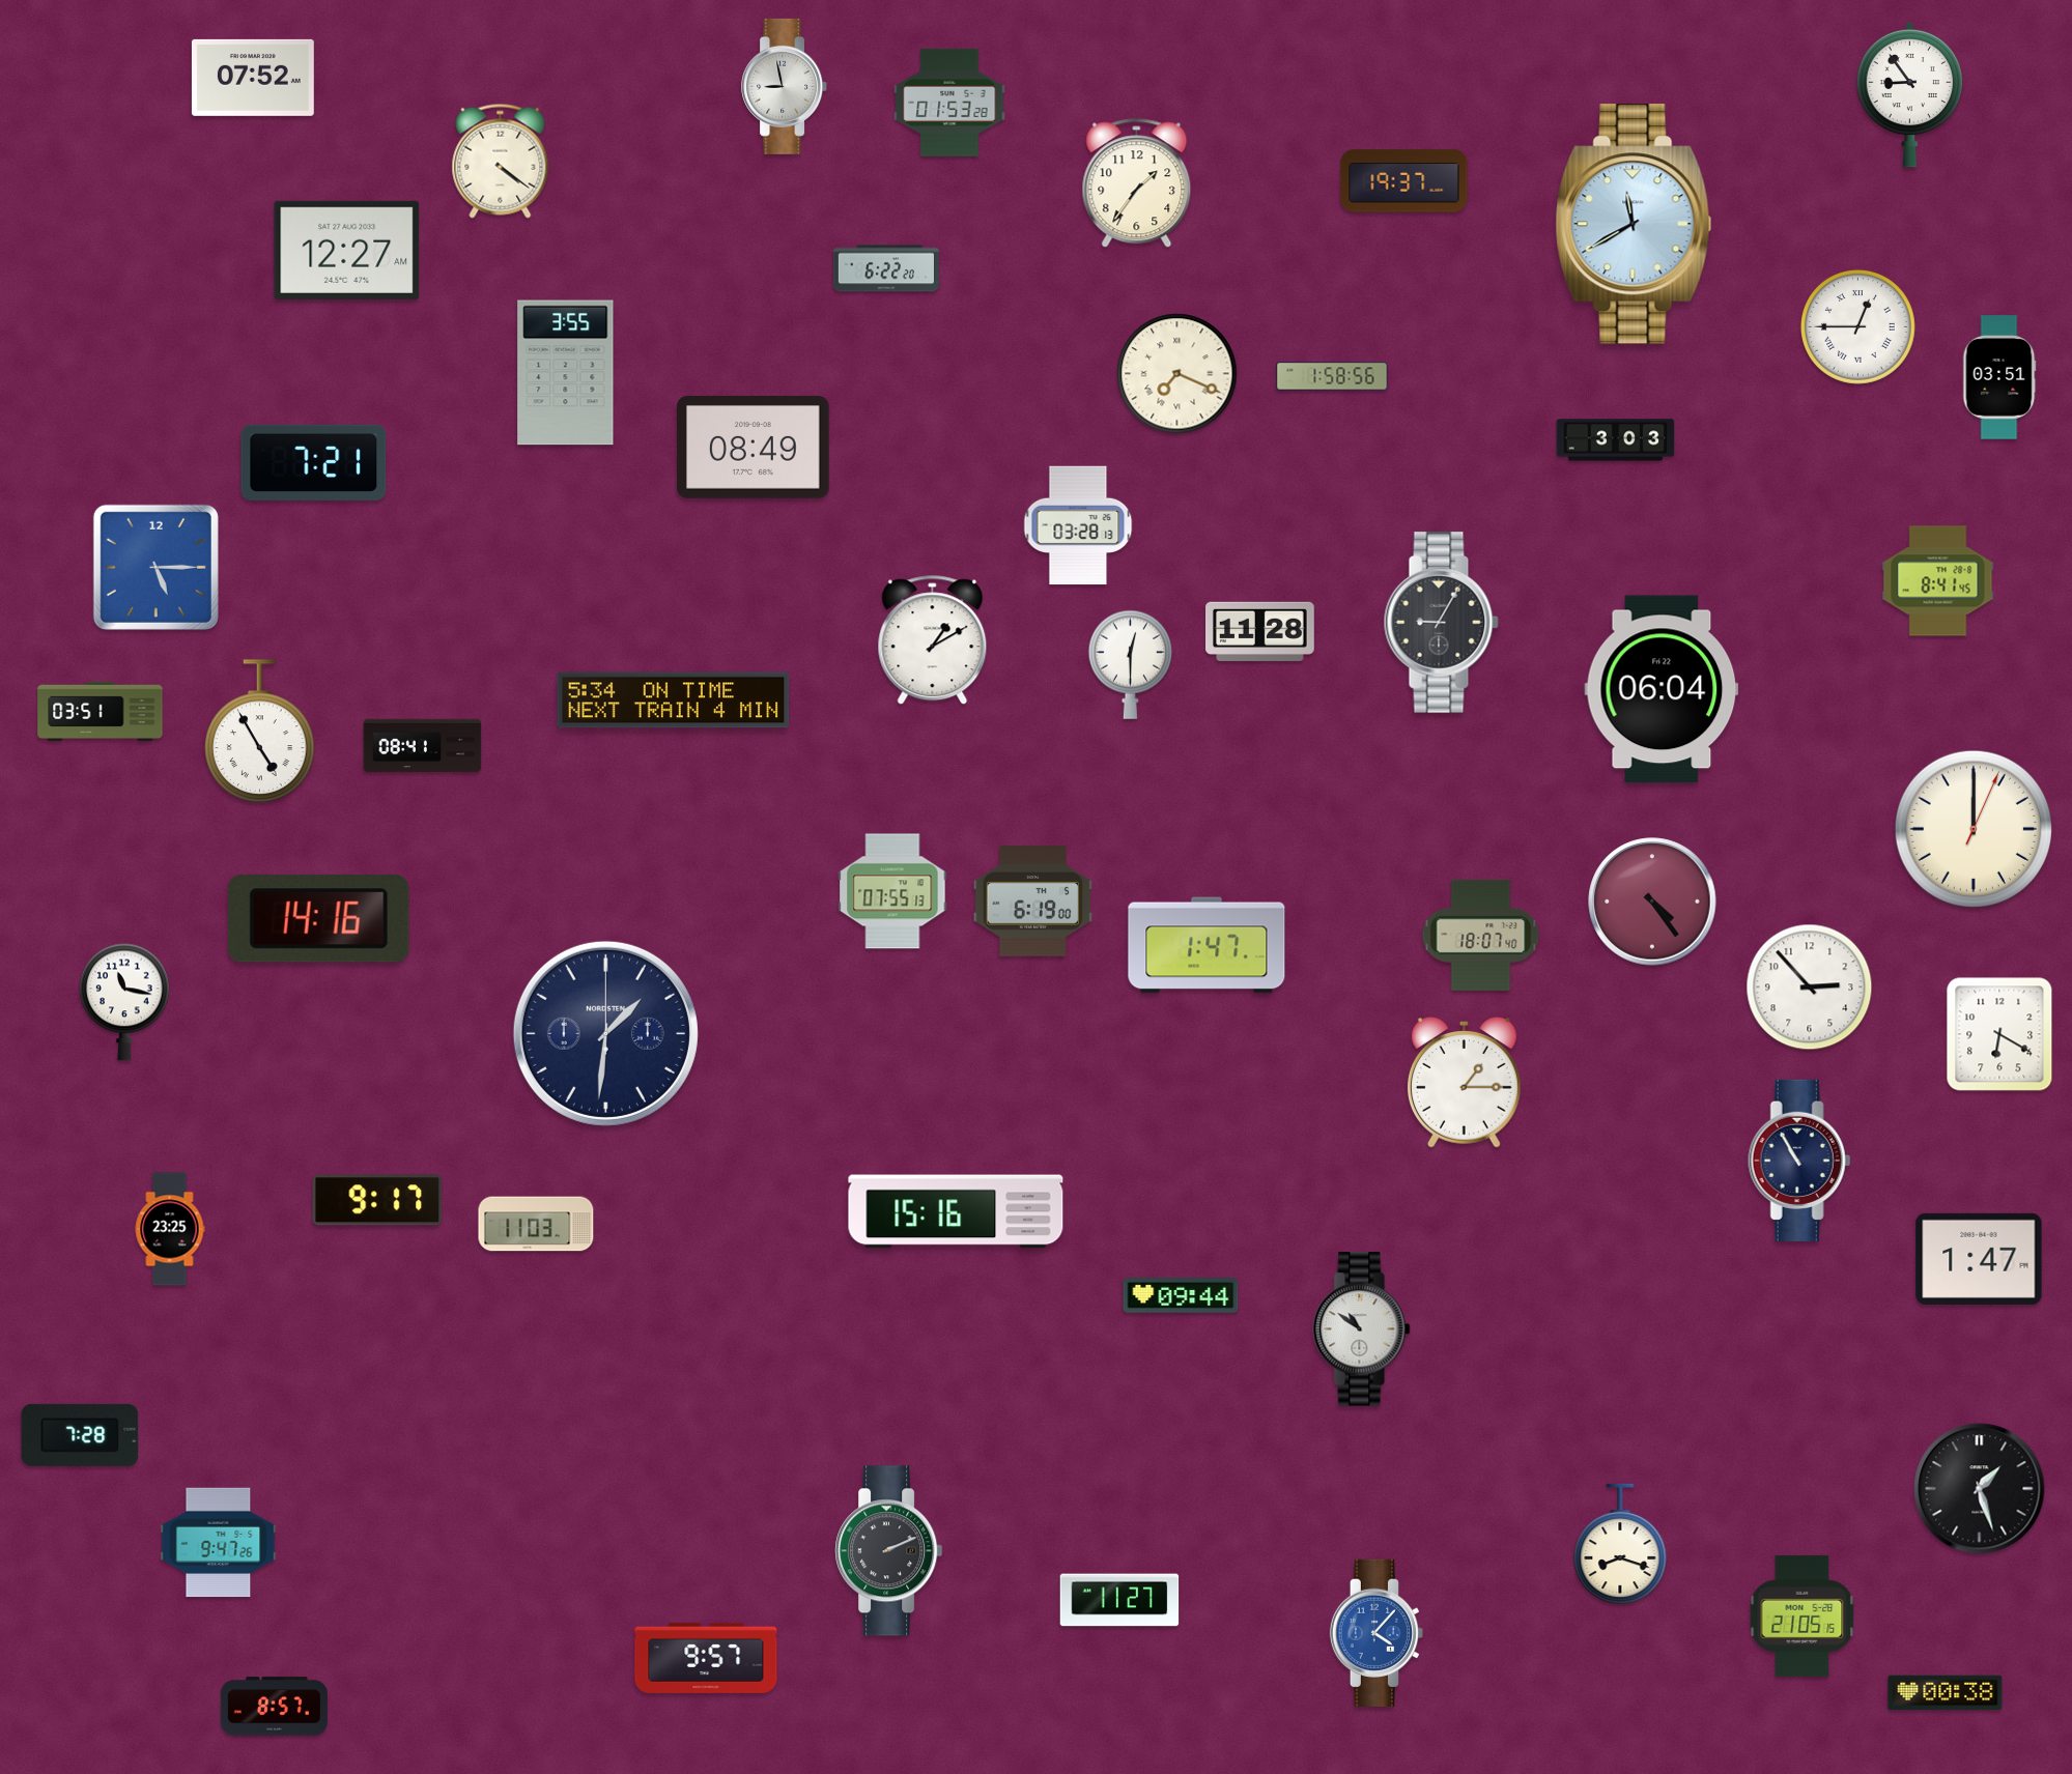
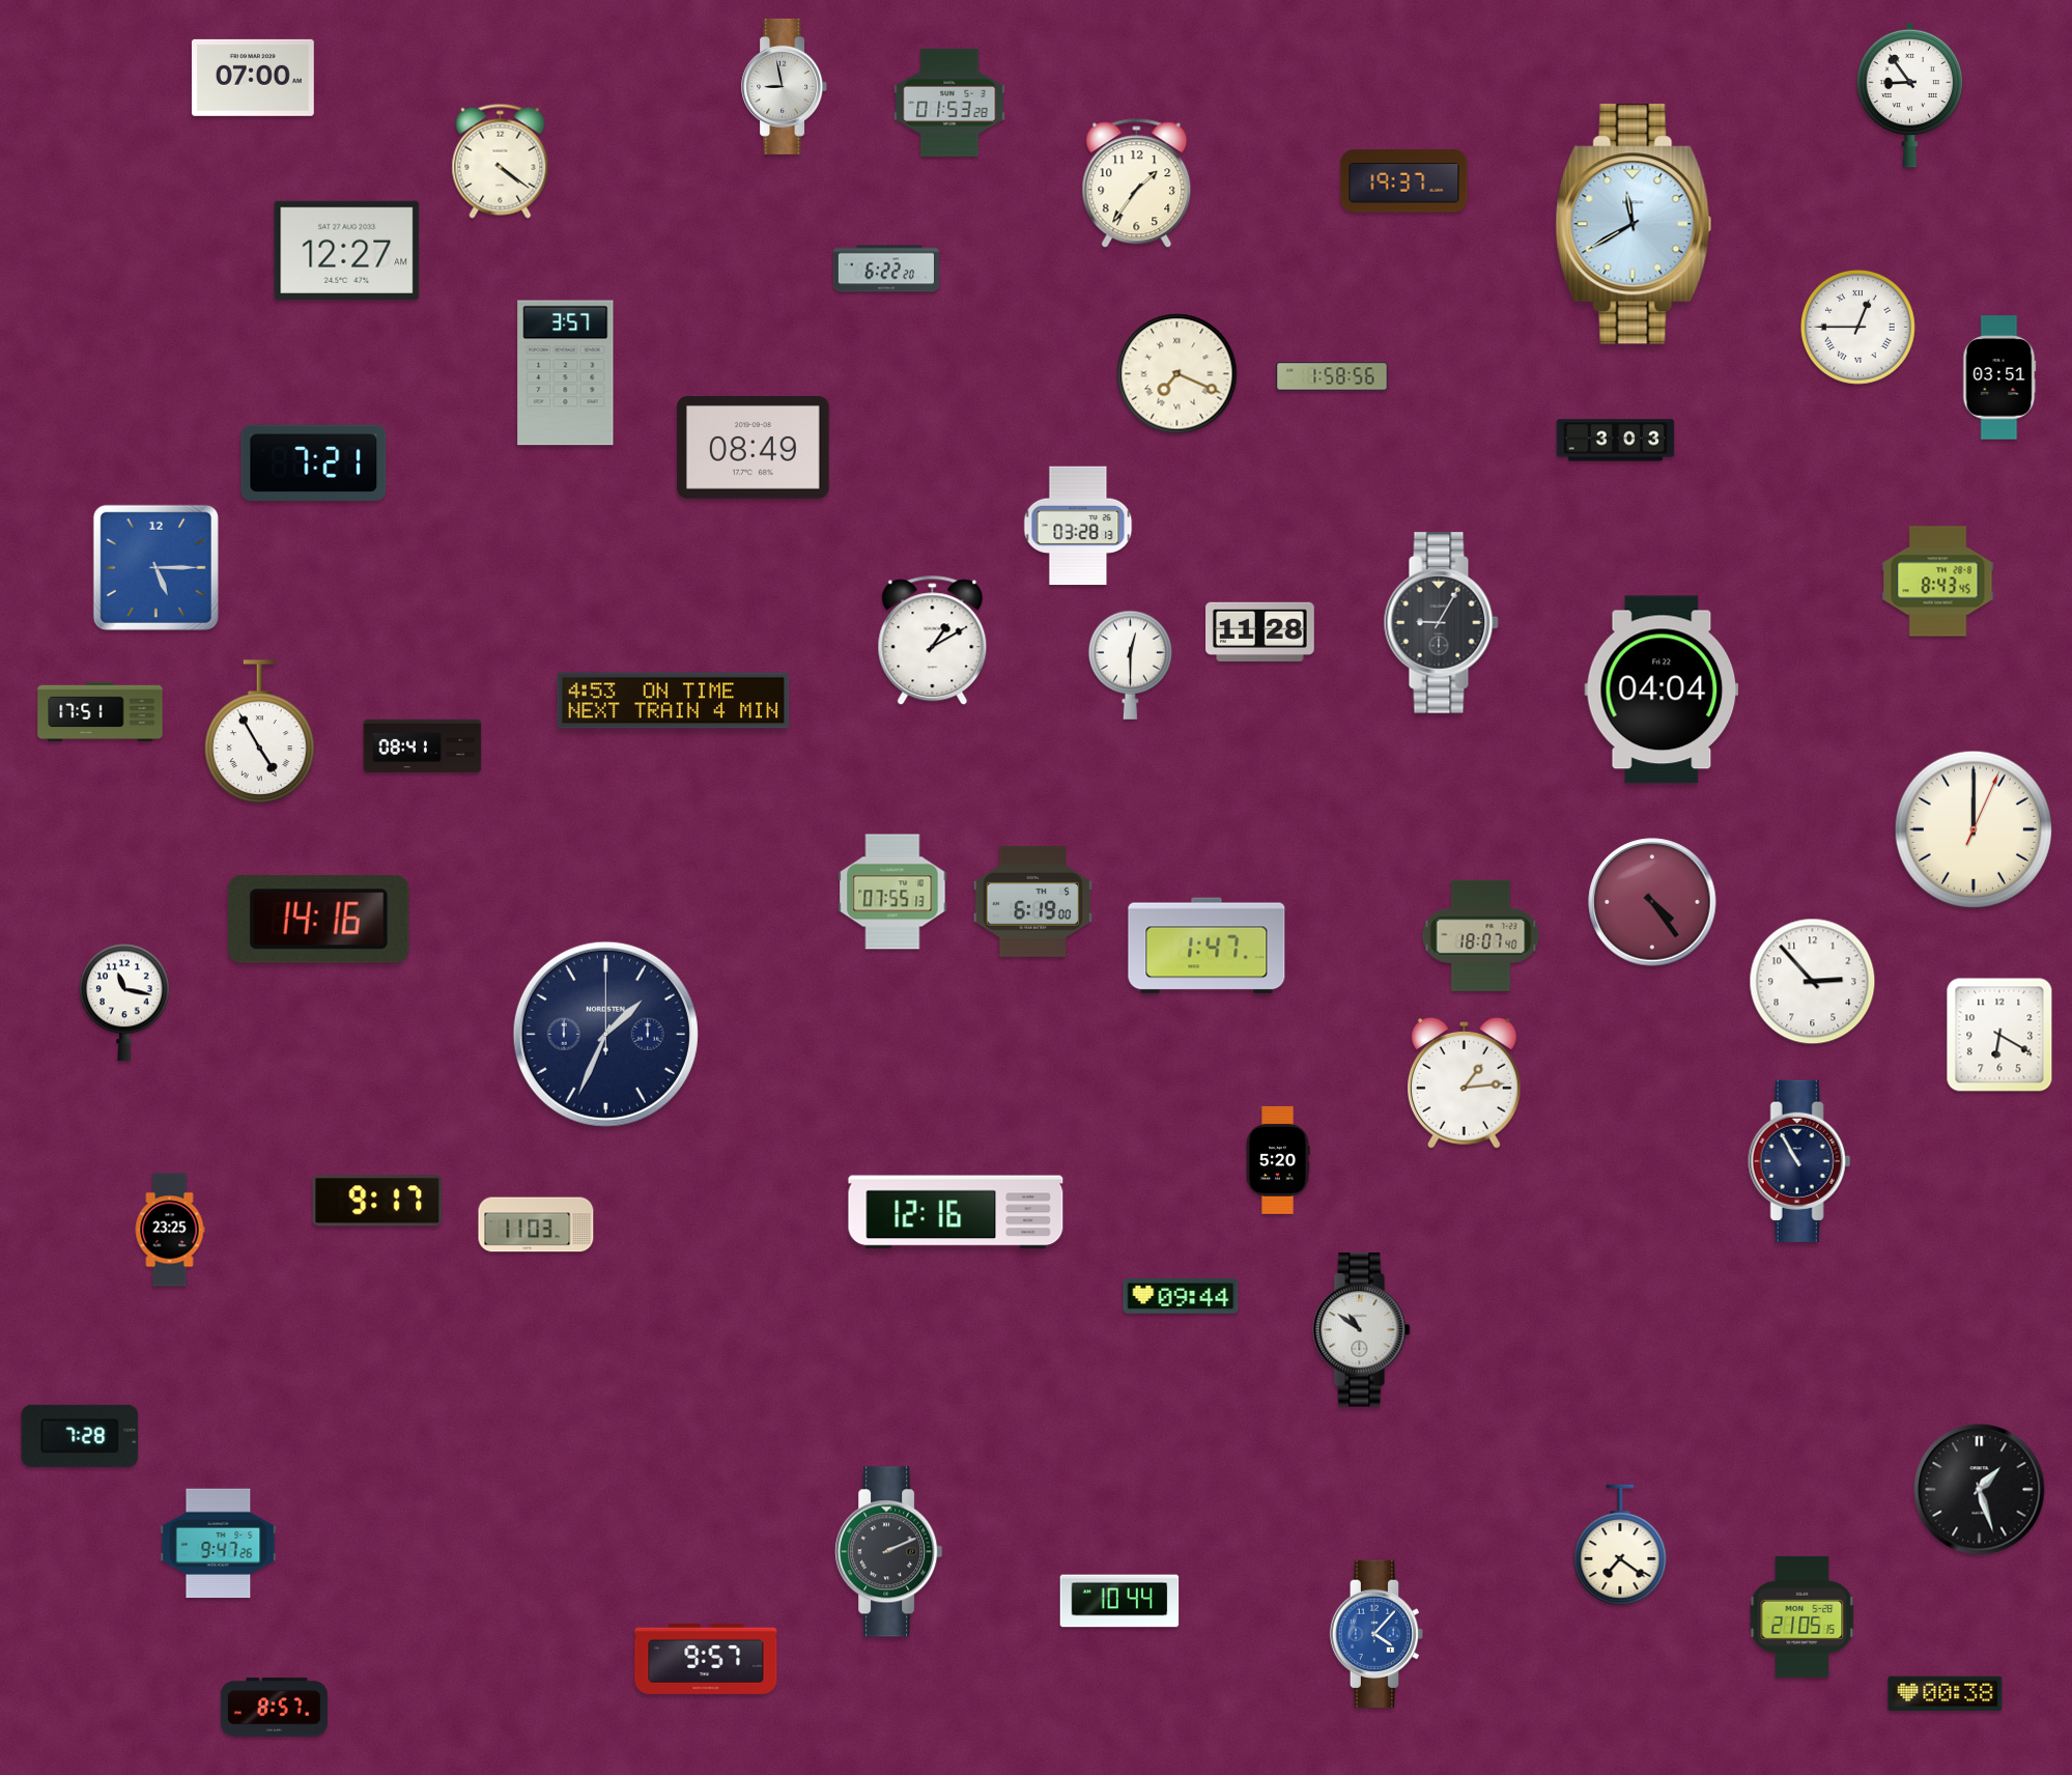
clock at (253, 78): 07:52 -> 07:00
clock at (566, 373): 3:55 -> 3:57
clock at (1938, 581): 8:41 -> 8:43
clock at (1662, 689): 06:04 -> 04:04
clock at (674, 700): 5:34 -> 4:53
clock at (101, 712): 03:51 -> 17:51
clock at (1810, 988) position: (1810, 988) -> (1813, 982)
clock at (605, 1033): 1:31 -> 1:34
clock at (1464, 1083): 1:15 -> 1:14
clock at (1278, 1160): none -> 5:20
clock at (956, 1211): 15:16 -> 12:16
clock at (1979, 1259): 1:47 -> none
clock at (1620, 1544): 8:18 -> 7:21
clock at (1119, 1600): 11:27 -> 10:44
